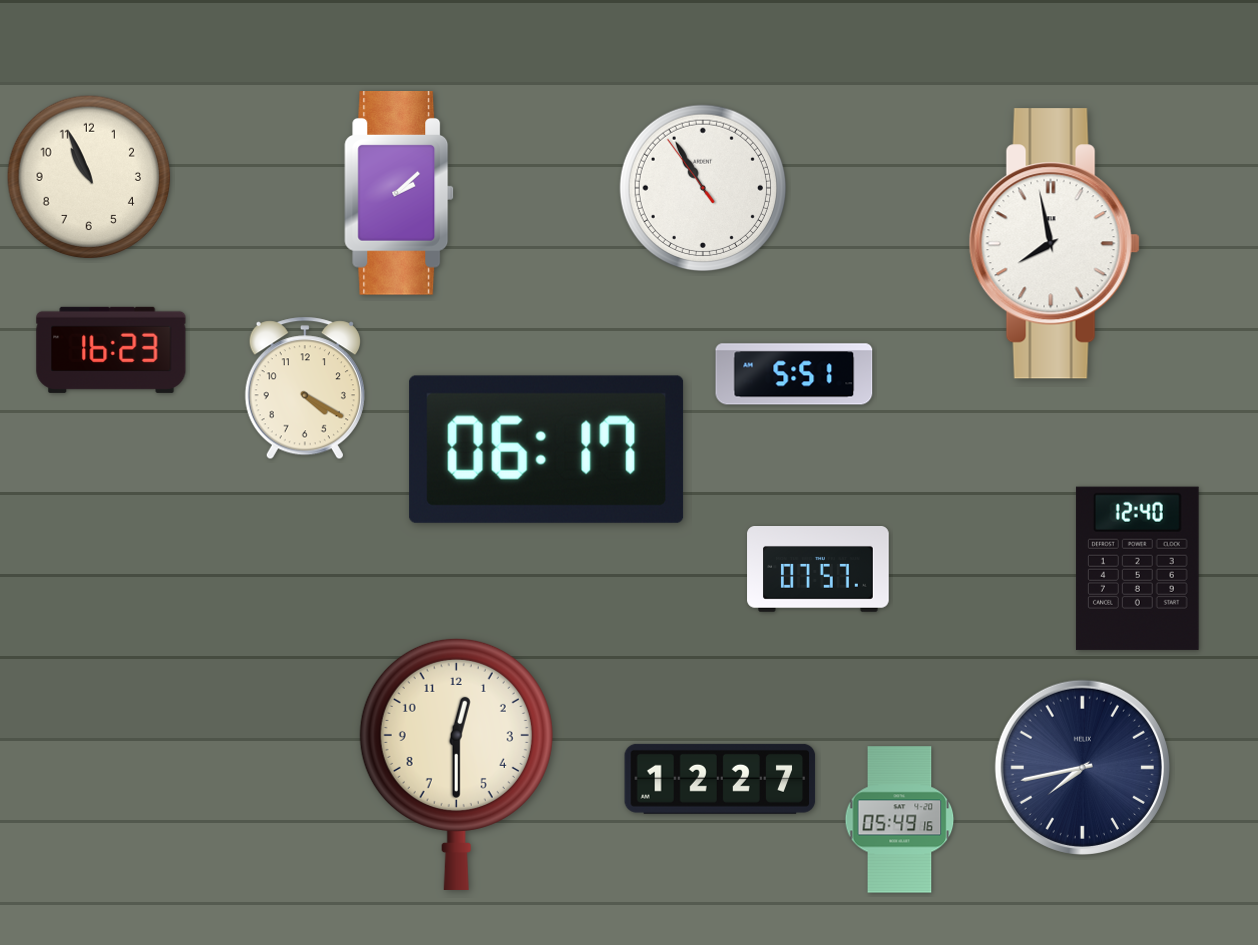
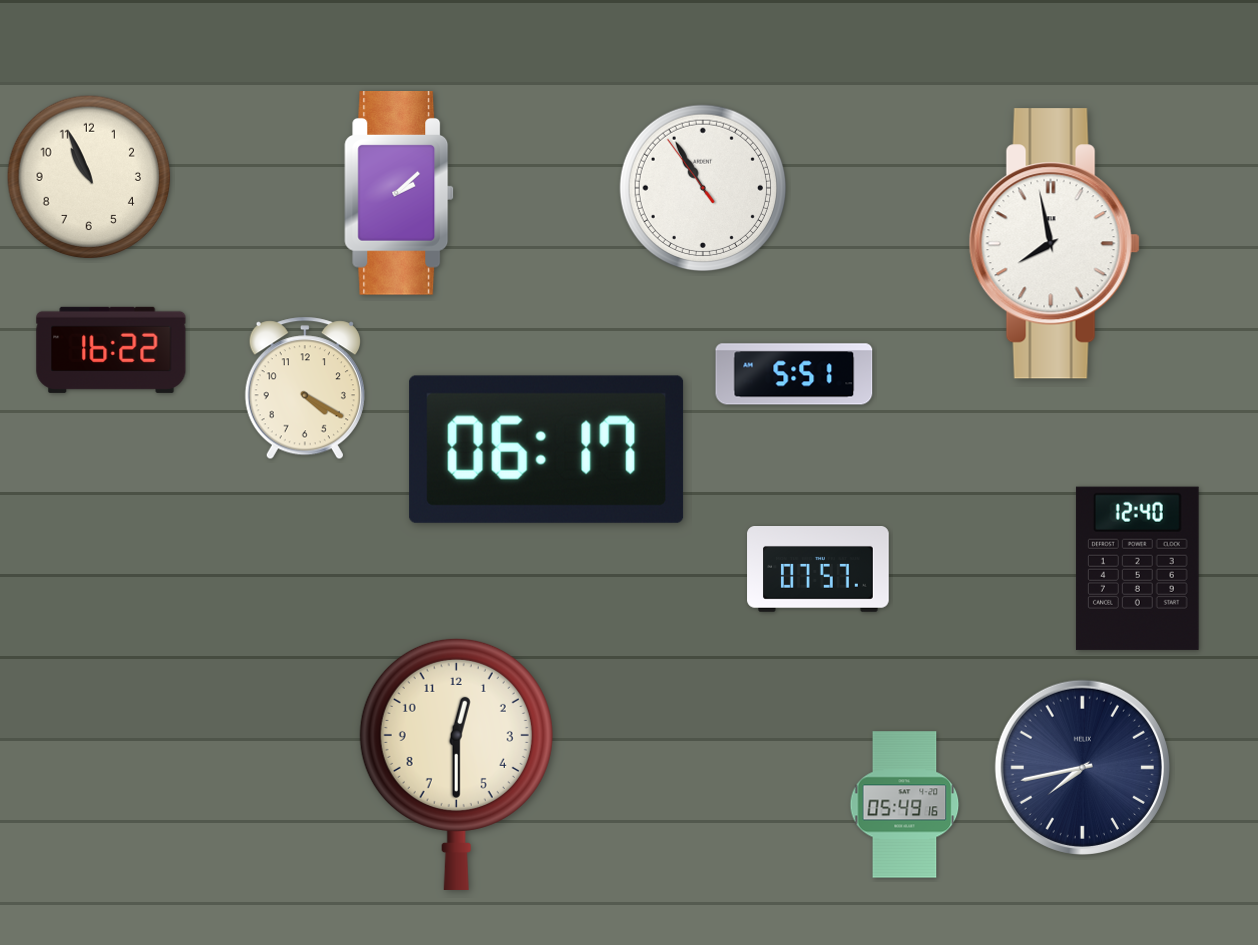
clock at (111, 350): 16:23 -> 16:22
clock at (720, 779): 12:27 -> none
clock at (900, 820) position: (900, 820) -> (905, 805)
